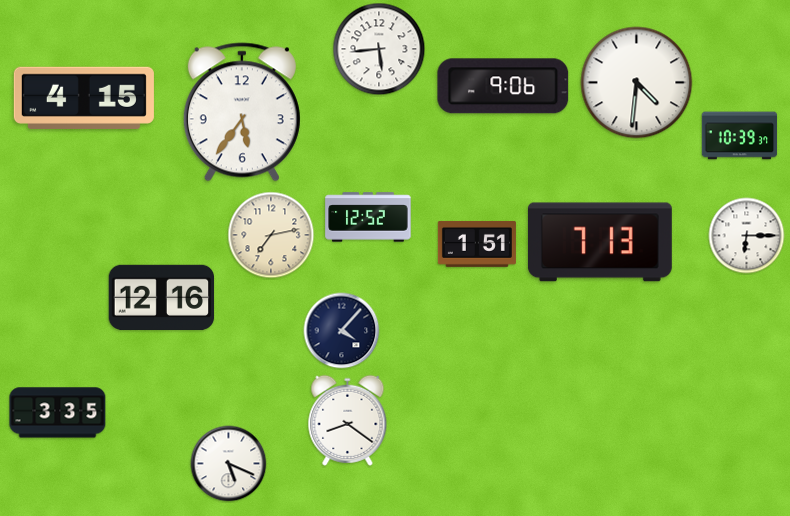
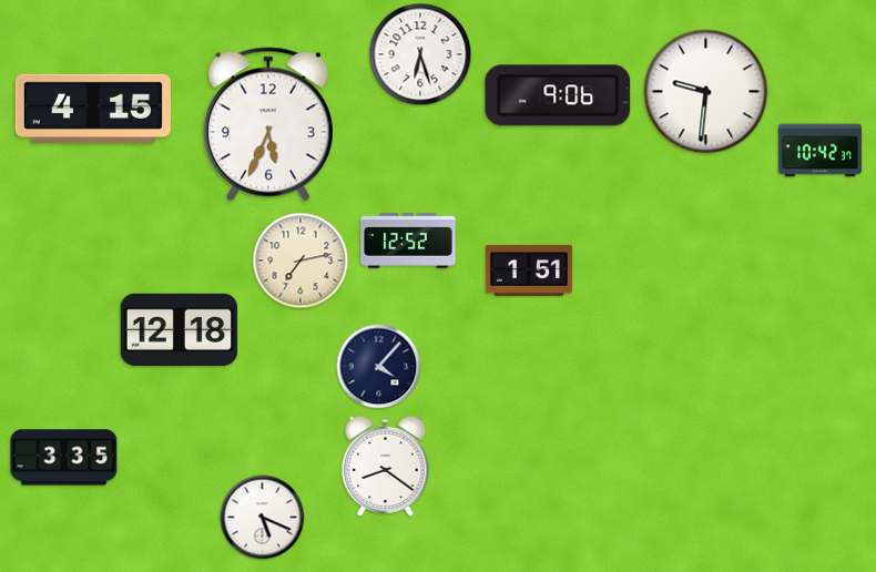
clock at (379, 49): 5:44 -> 6:27
clock at (637, 83): 4:31 -> 9:31
clock at (242, 112): 5:36 -> 5:34
clock at (740, 136): 10:39 -> 10:42
clock at (747, 236): 6:15 -> none
clock at (600, 242): 7:13 -> none
clock at (162, 297): 12:16 -> 12:18
clock at (229, 464) position: (229, 464) -> (263, 518)
